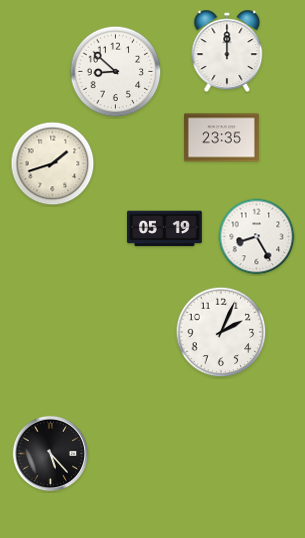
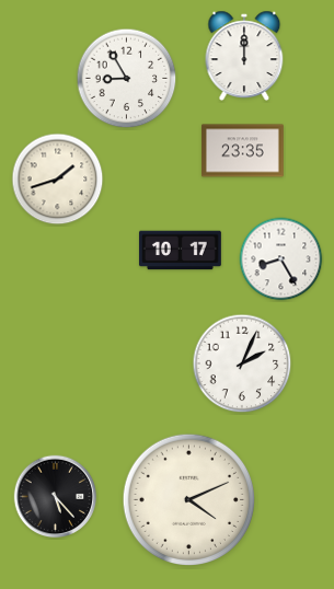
clock at (227, 51) position: (227, 51) -> (244, 56)
clock at (116, 72): 8:52 -> 8:55
clock at (164, 229): 05:19 -> 10:17
clock at (188, 499): none -> 4:11
